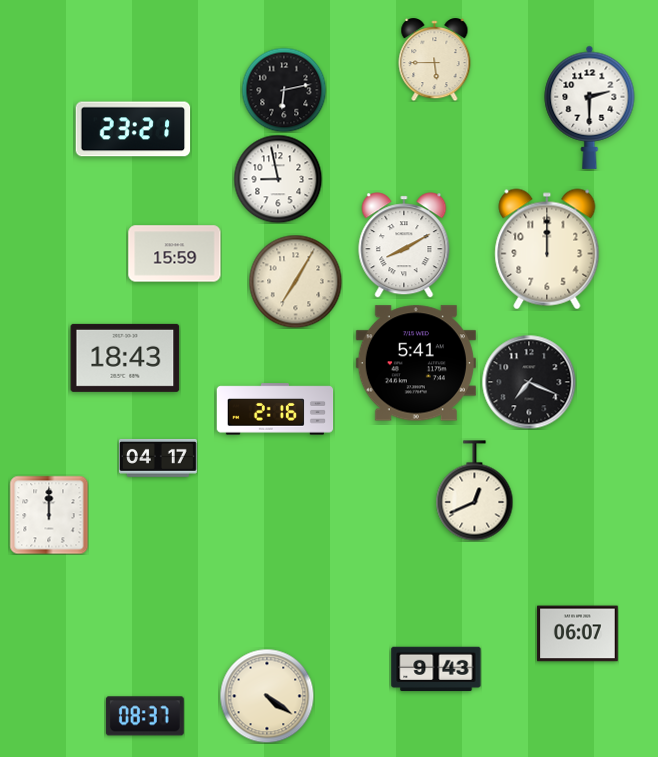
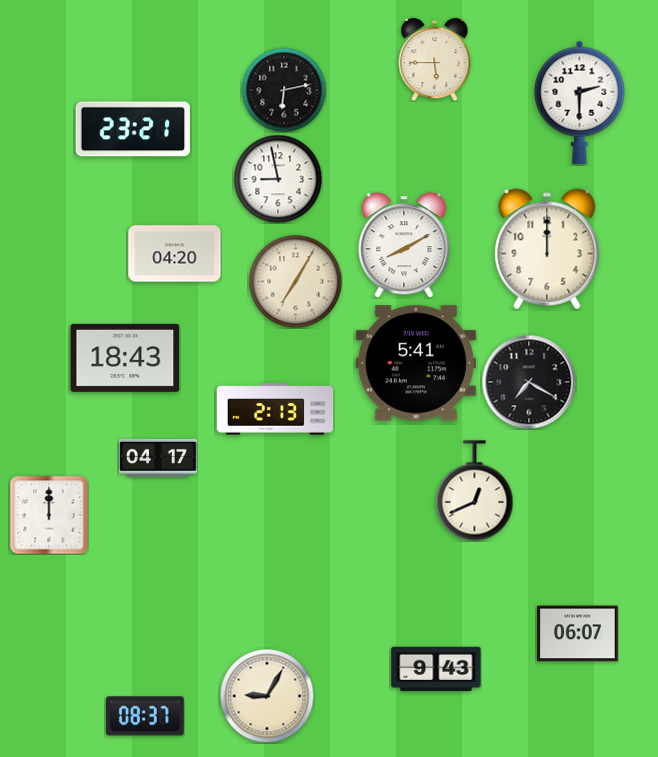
clock at (590, 107) position: (590, 107) -> (580, 102)
clock at (175, 254): 15:59 -> 04:20
clock at (529, 382): 7:19 -> 7:20
clock at (275, 409): 2:16 -> 2:13
clock at (267, 696): 4:21 -> 9:05
